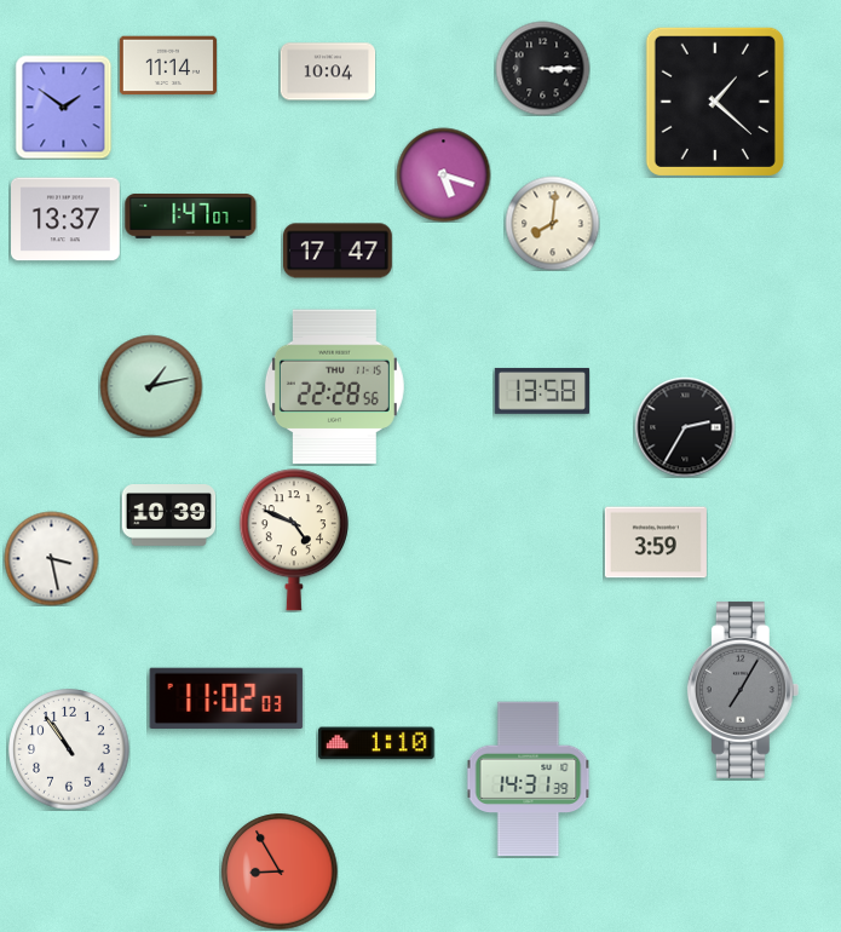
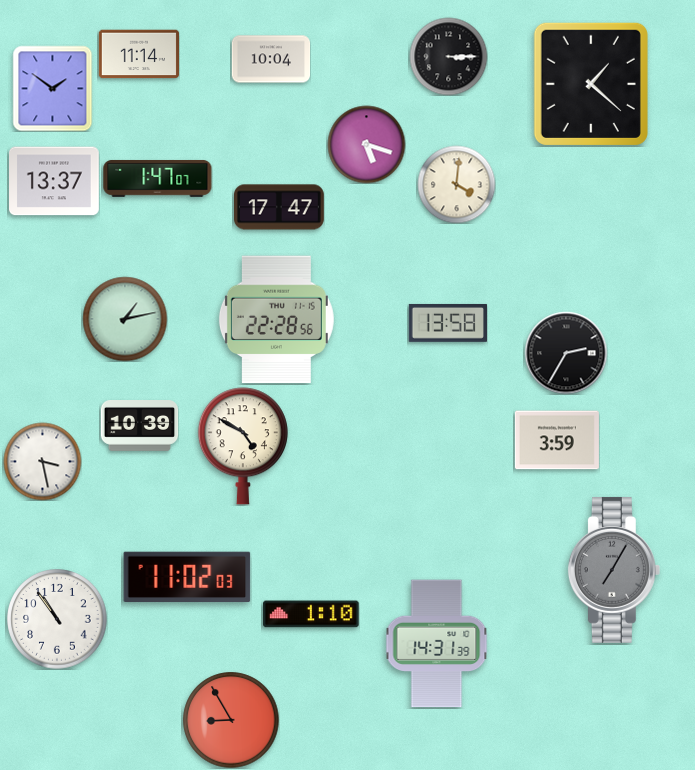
clock at (552, 223): 8:01 -> 4:01
clock at (294, 540): 4:49 -> 4:50
clock at (656, 542) position: (656, 542) -> (557, 440)
